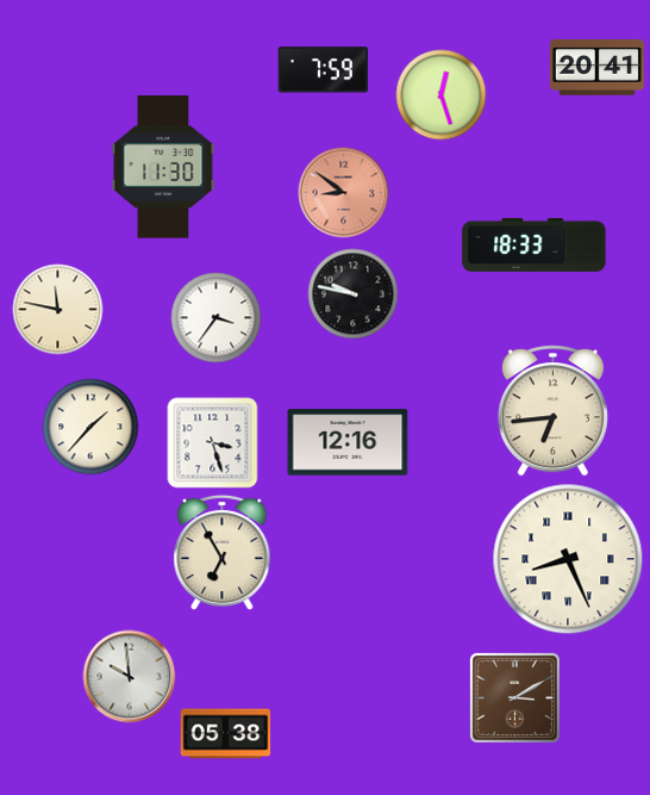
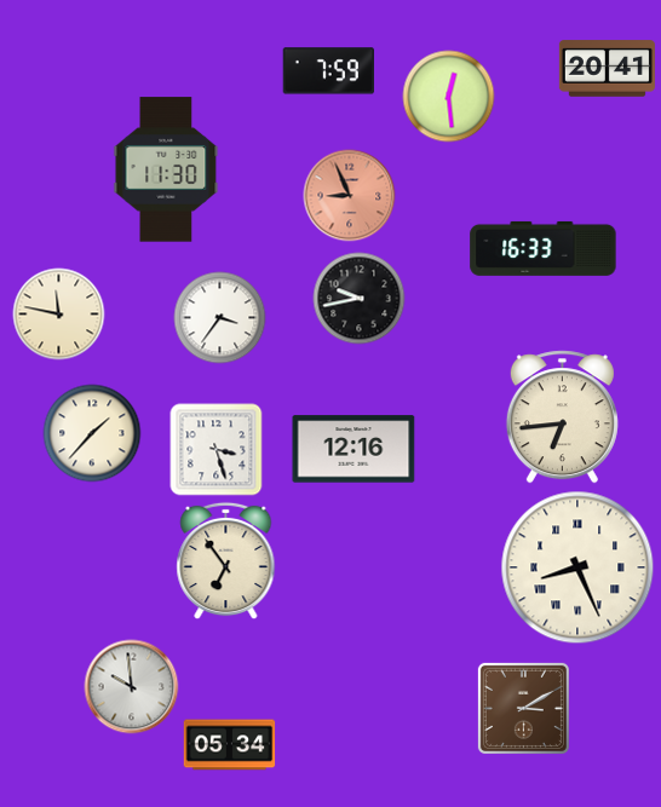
clock at (442, 95): 12:27 -> 12:29
clock at (344, 193): 8:51 -> 8:56
clock at (535, 244): 18:33 -> 16:33
clock at (354, 294): 9:47 -> 9:43
clock at (217, 318) position: (217, 318) -> (220, 318)
clock at (223, 553): 6:55 -> 6:54
clock at (226, 734): 05:38 -> 05:34
